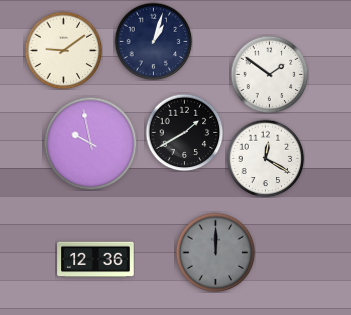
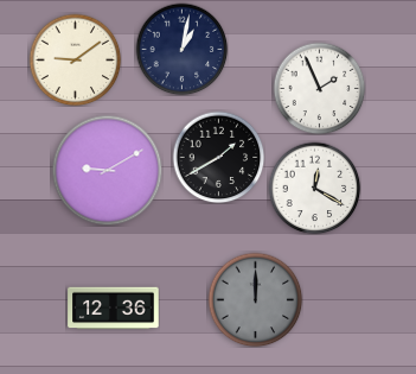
clock at (153, 41): 1:03 -> 1:02
clock at (269, 74): 1:51 -> 1:56
clock at (90, 143): 9:58 -> 9:10
